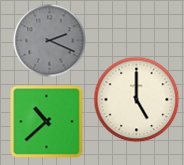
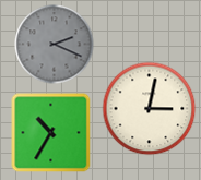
clock at (137, 100): 5:00 -> 3:02
clock at (47, 122): 10:38 -> 10:35
